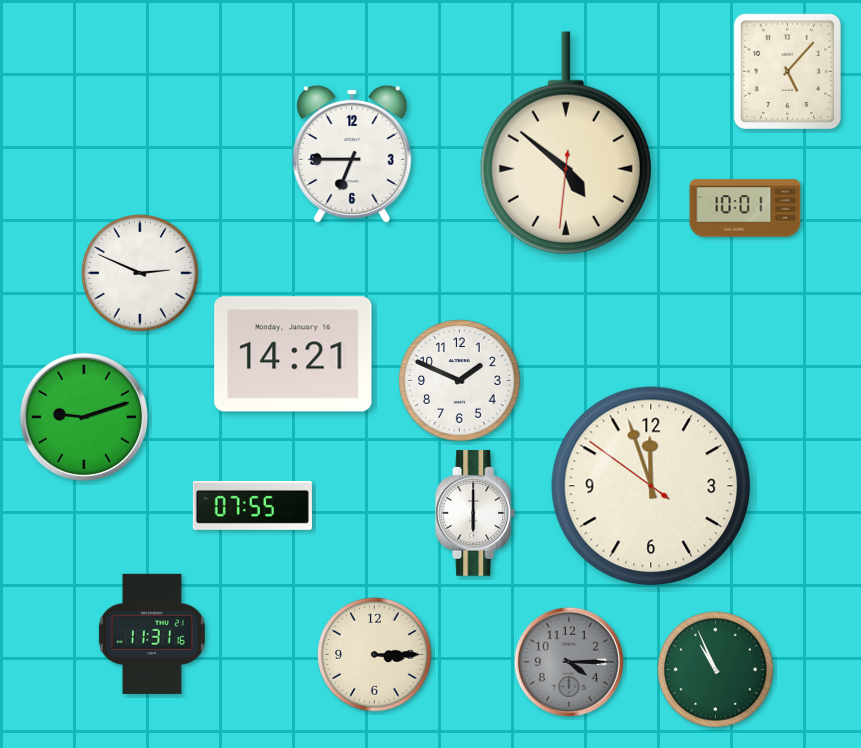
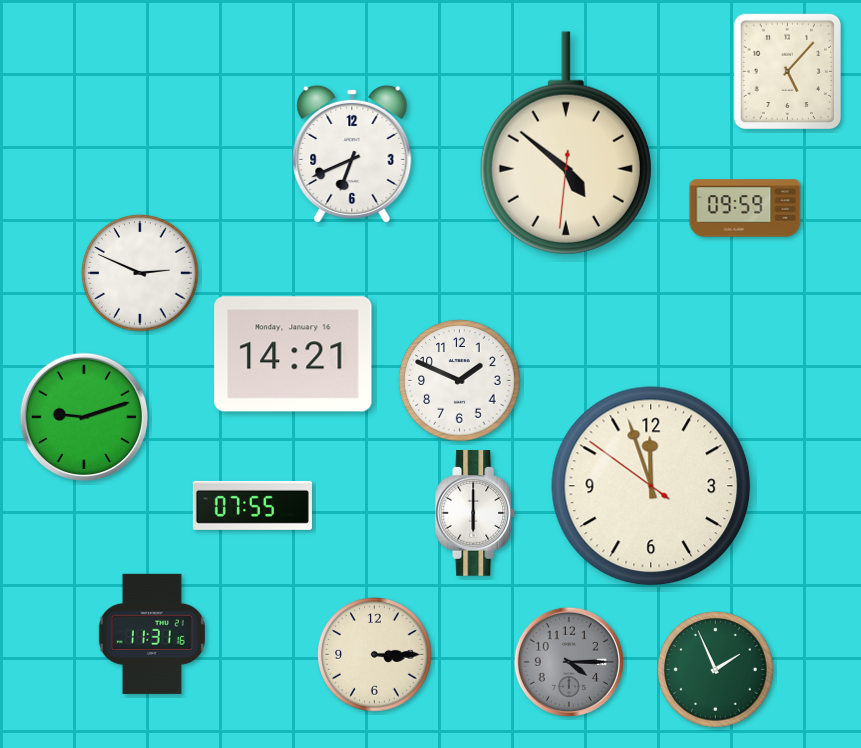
clock at (352, 154): 6:45 -> 6:41
clock at (745, 208): 10:01 -> 09:59
clock at (716, 670): 10:56 -> 1:56
